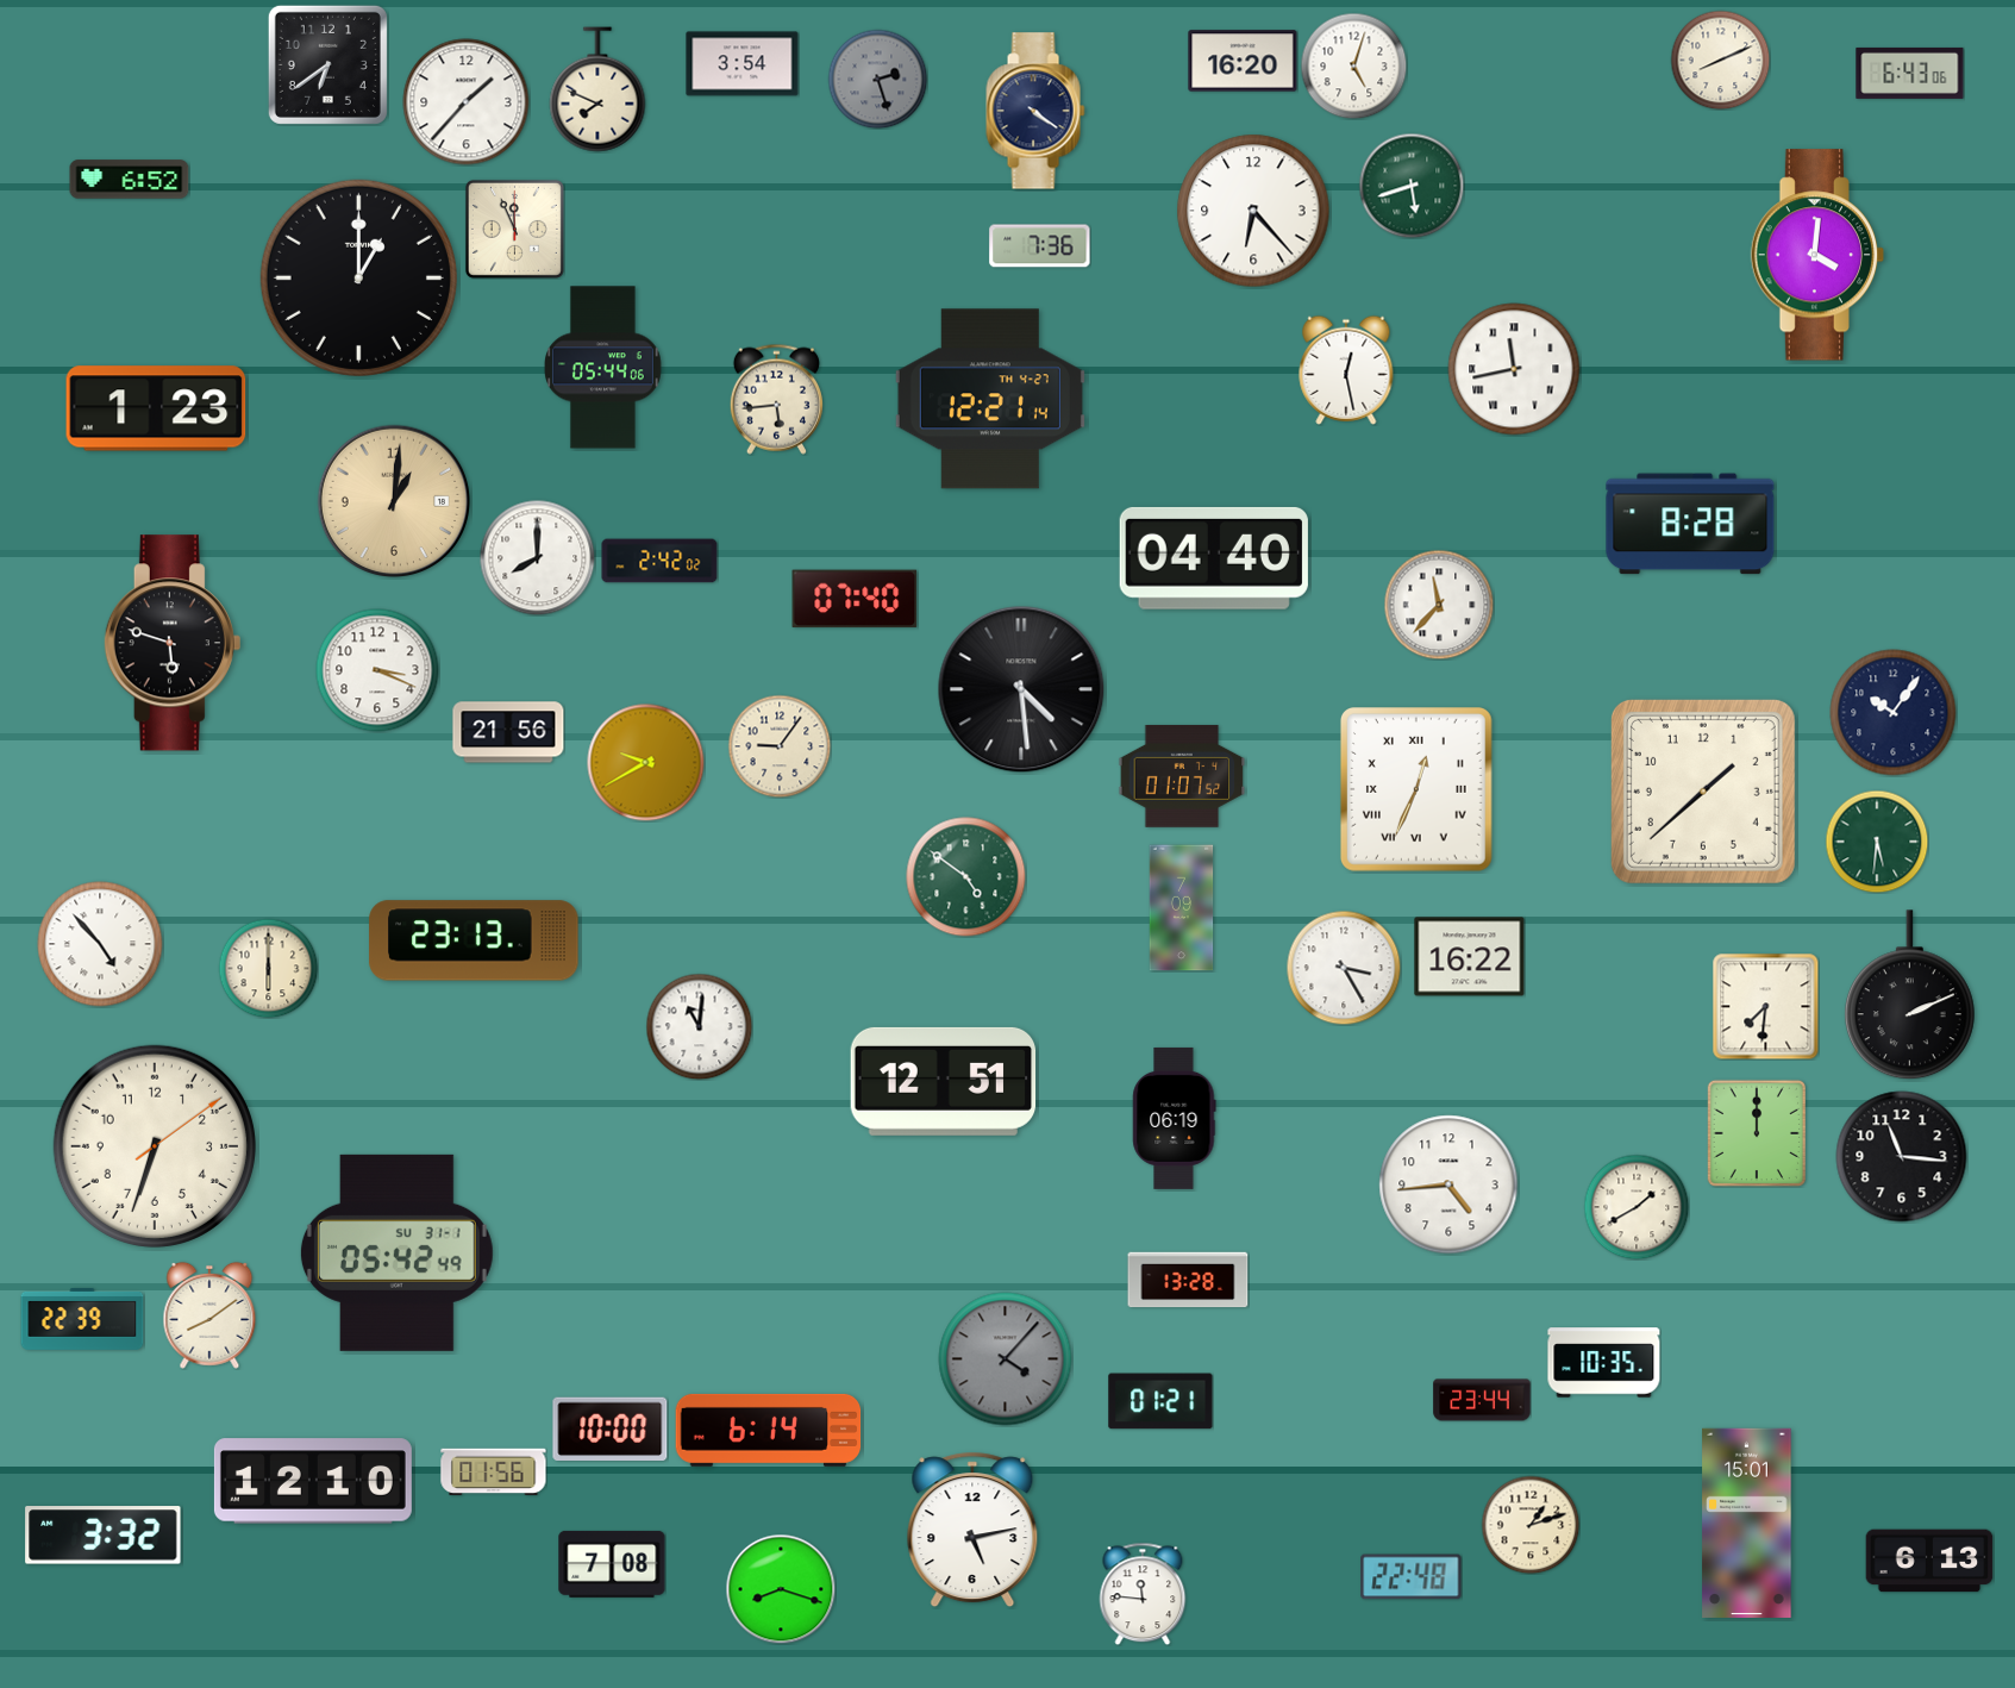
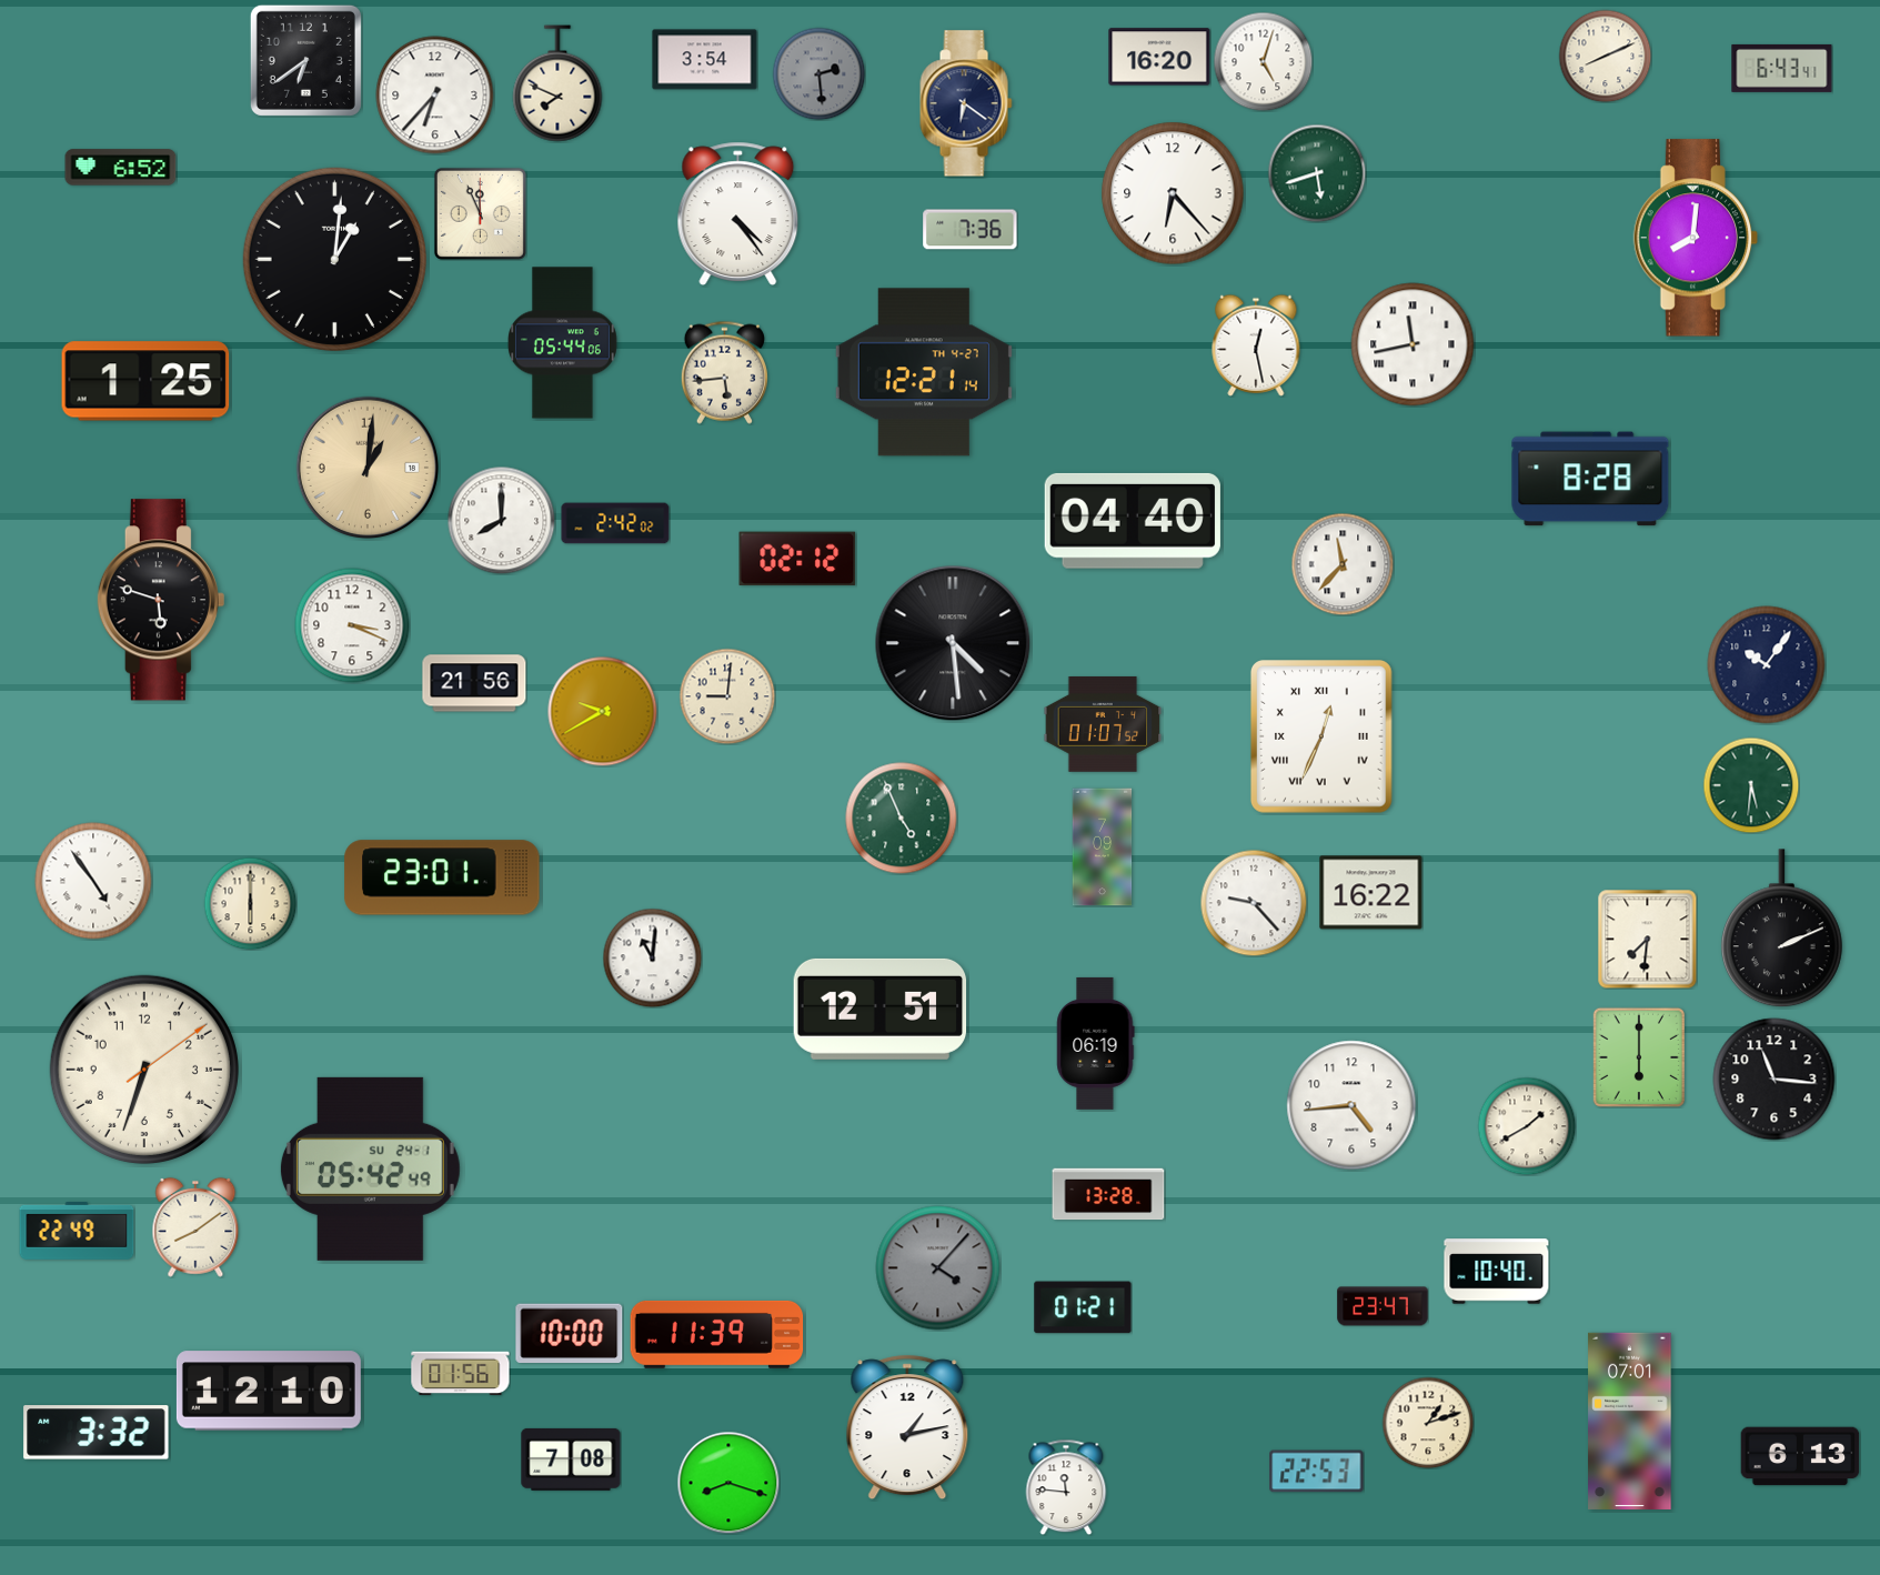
clock at (743, 64) position: (743, 64) -> (705, 60)
clock at (1910, 73): 6:43:06 -> 6:43:41
clock at (877, 79): 2:27 -> 2:29
clock at (467, 102): 1:37 -> 6:37
clock at (1035, 111): 4:21 -> 6:21
clock at (1253, 211) position: (1253, 211) -> (1173, 193)
clock at (738, 213): none -> 4:24
clock at (1817, 255): 4:01 -> 8:01
clock at (358, 277): 1:00 -> 1:01
clock at (156, 408): 1:23 -> 1:25
clock at (1690, 524) position: (1690, 524) -> (1590, 479)
clock at (855, 599): 07:40 -> 02:12
clock at (780, 746): 9:06 -> 9:01
clock at (1703, 792): 1:38 -> none
clock at (966, 877): 4:51 -> 4:56
clock at (474, 940): 23:13 -> 23:01
clock at (100, 944): 4:53 -> 4:54
clock at (1344, 968): 3:25 -> 9:23
clock at (1756, 1133): 12:00 -> 6:00
clock at (396, 1252) date: SU 31-1 -> SU 24-1
clock at (82, 1319): 22:39 -> 22:49
clock at (1604, 1363): 10:35 -> 10:40
clock at (1482, 1400): 23:44 -> 23:47
clock at (769, 1430): 6:14 -> 11:39
clock at (313, 1481) position: (313, 1481) -> (269, 1391)
clock at (1747, 1523): 15:01 -> 07:01
clock at (972, 1530): 5:13 -> 1:13
clock at (1412, 1577): 22:48 -> 22:53
